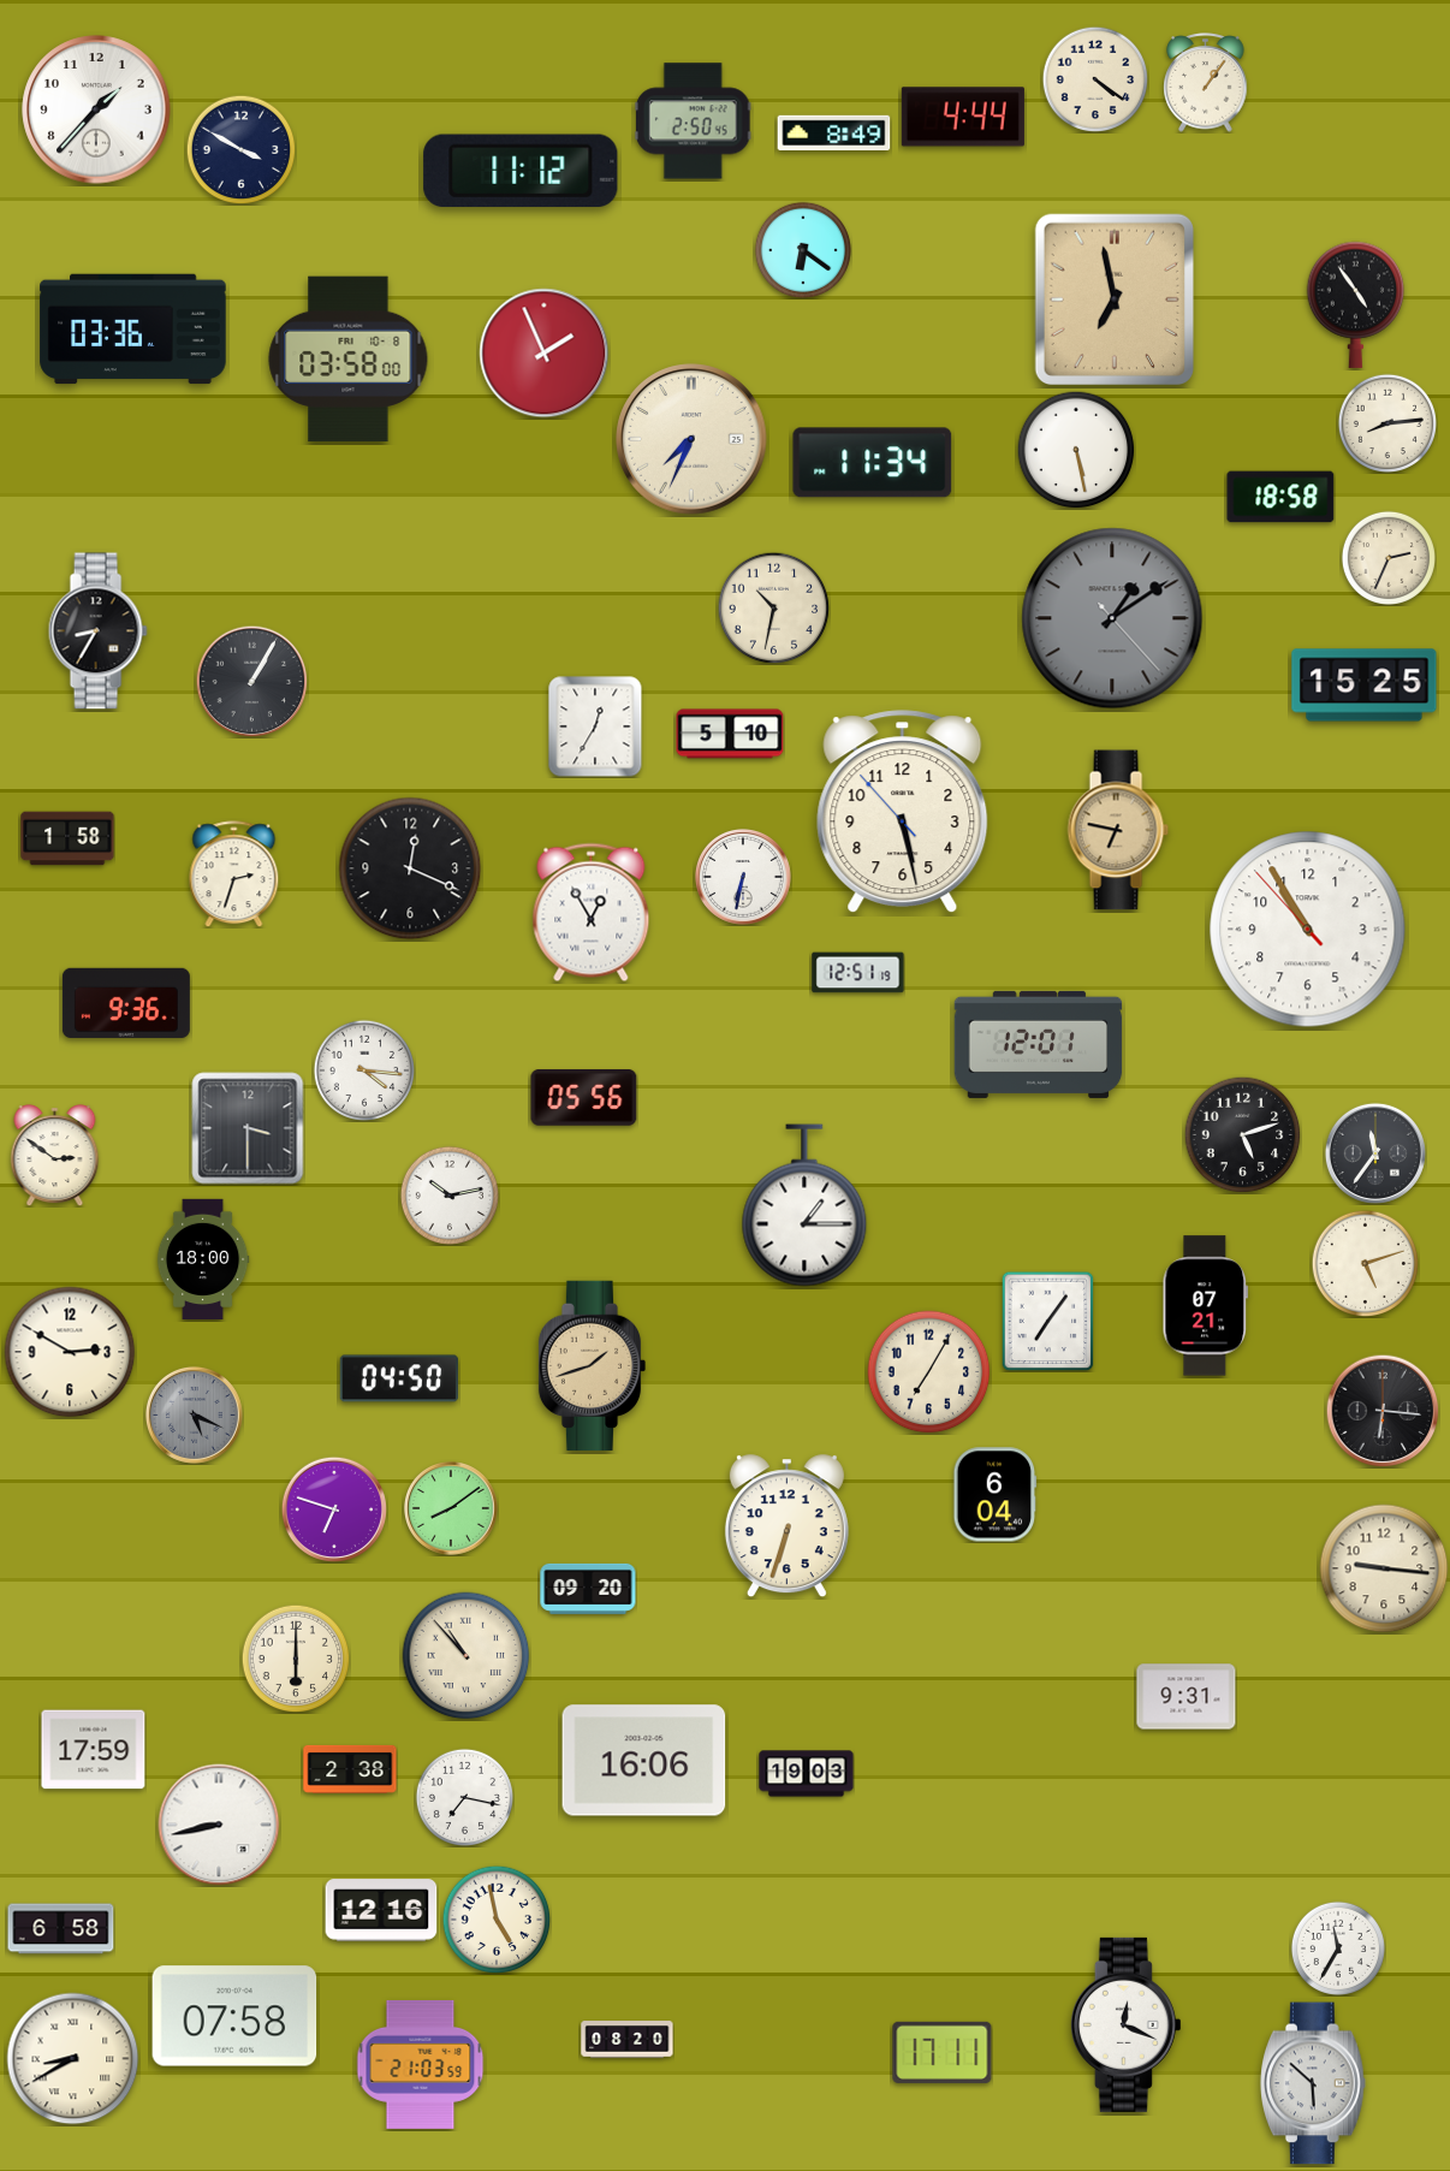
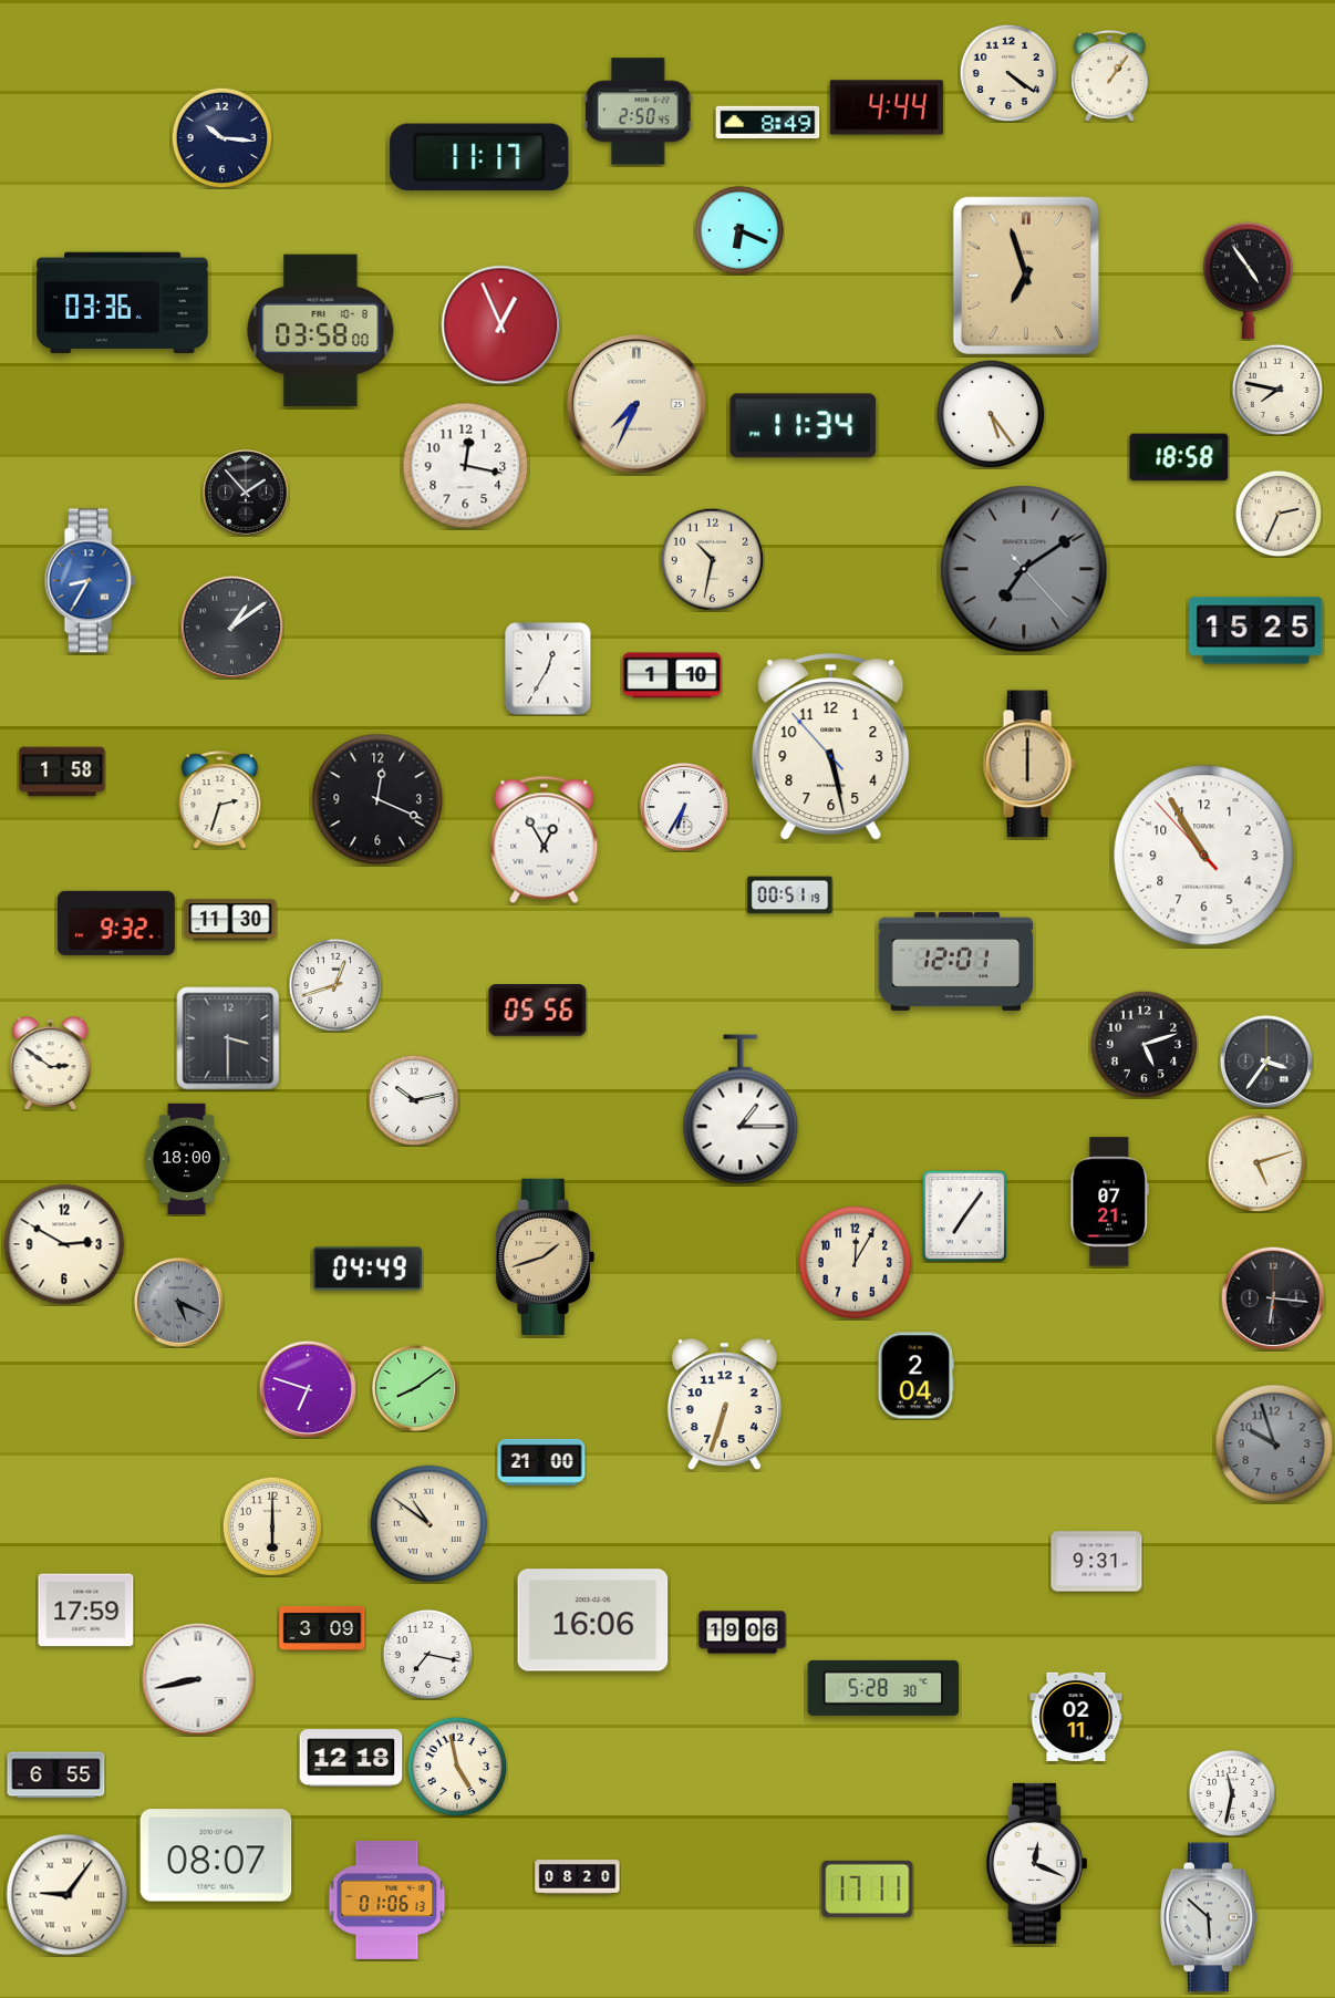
clock at (96, 109): 1:37 -> none
clock at (240, 149): 3:50 -> 10:16
clock at (521, 171): 11:12 -> 11:17
clock at (803, 250): 6:21 -> 6:19
clock at (1115, 298): 6:58 -> 6:57
clock at (545, 354): 1:56 -> 12:56
clock at (1386, 422): 8:14 -> 7:47
clock at (1076, 450): 5:28 -> 5:24
clock at (466, 466): none -> 12:17
clock at (247, 494): none -> 1:53
clock at (1112, 618): 1:09 -> 7:09
clock at (97, 631) dial: black -> blue
clock at (251, 681): 1:05 -> 1:09
clock at (730, 734): 5:10 -> 1:10
clock at (1118, 830): 6:47 -> 6:00
clock at (234, 874) position: (234, 874) -> (220, 800)
clock at (743, 877): 6:32 -> 6:35
clock at (858, 973): 12:51 -> 00:51
clock at (230, 920): none -> 11:30
clock at (126, 1003): 9:36 -> 9:32
clock at (363, 1069): 4:16 -> 12:42
clock at (1375, 1153): 11:36 -> 3:36
clock at (929, 1372): 7:05 -> 12:05
clock at (399, 1378): 04:50 -> 04:49
clock at (996, 1495): 6:04 -> 2:04
clock at (1384, 1568): 9:16 -> 9:57
clock at (1384, 1568) dial: cream -> grey
clock at (588, 1589): 09:20 -> 21:00
clock at (467, 1656): 10:53 -> 10:51
clock at (1187, 1697) position: (1187, 1697) -> (1097, 1562)
clock at (350, 1769): 2:38 -> 3:09
clock at (807, 1774): 19:03 -> 19:06
clock at (219, 1825) position: (219, 1825) -> (198, 1679)
clock at (883, 1688): none -> 5:28
clock at (1076, 1717): none -> 02:11
clock at (381, 1910): 12:16 -> 12:18
clock at (61, 1929): 6:58 -> 6:55
clock at (1338, 1948): 11:35 -> 11:32
clock at (234, 2016): 07:58 -> 08:07
clock at (73, 2059): 8:40 -> 9:06
clock at (421, 2064): 21:03 -> 01:06
